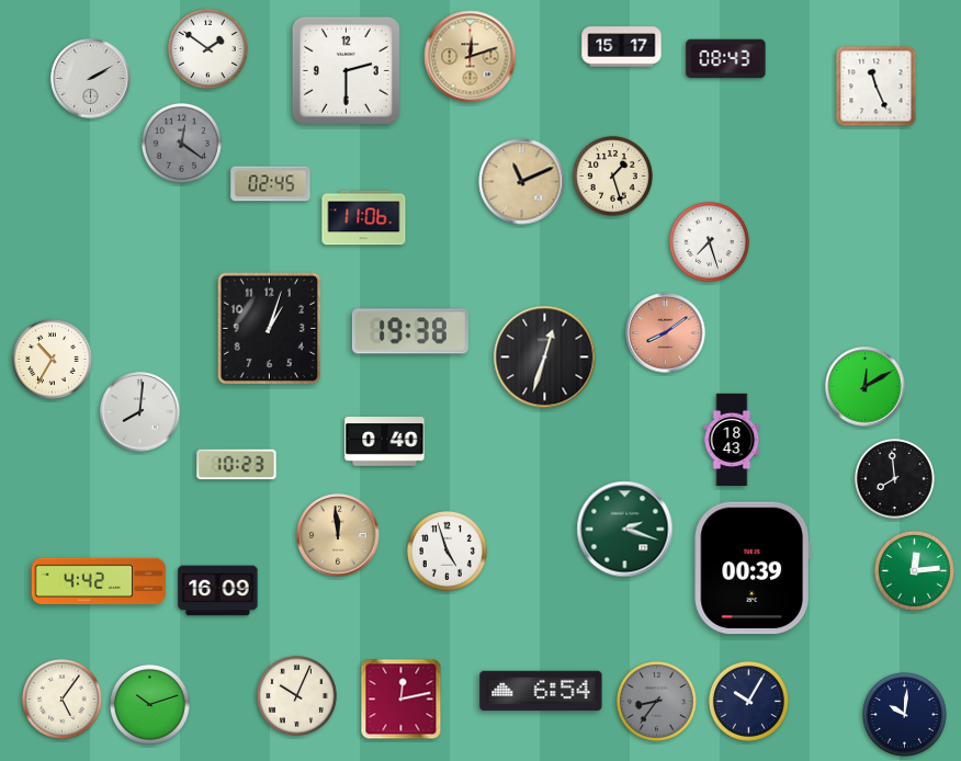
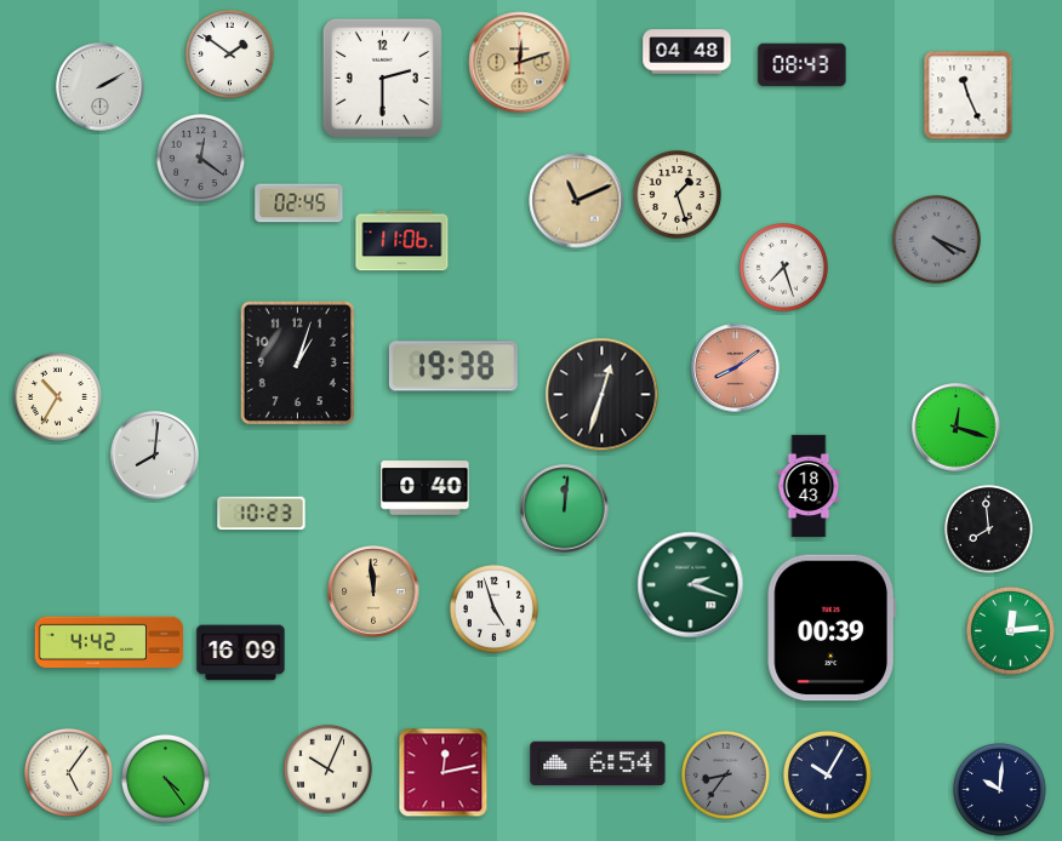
clock at (622, 47): 15:17 -> 04:48
clock at (936, 239): none -> 4:19
clock at (866, 387): 12:10 -> 12:18
clock at (565, 509): none -> 12:01
clock at (149, 704): 10:12 -> 4:24
